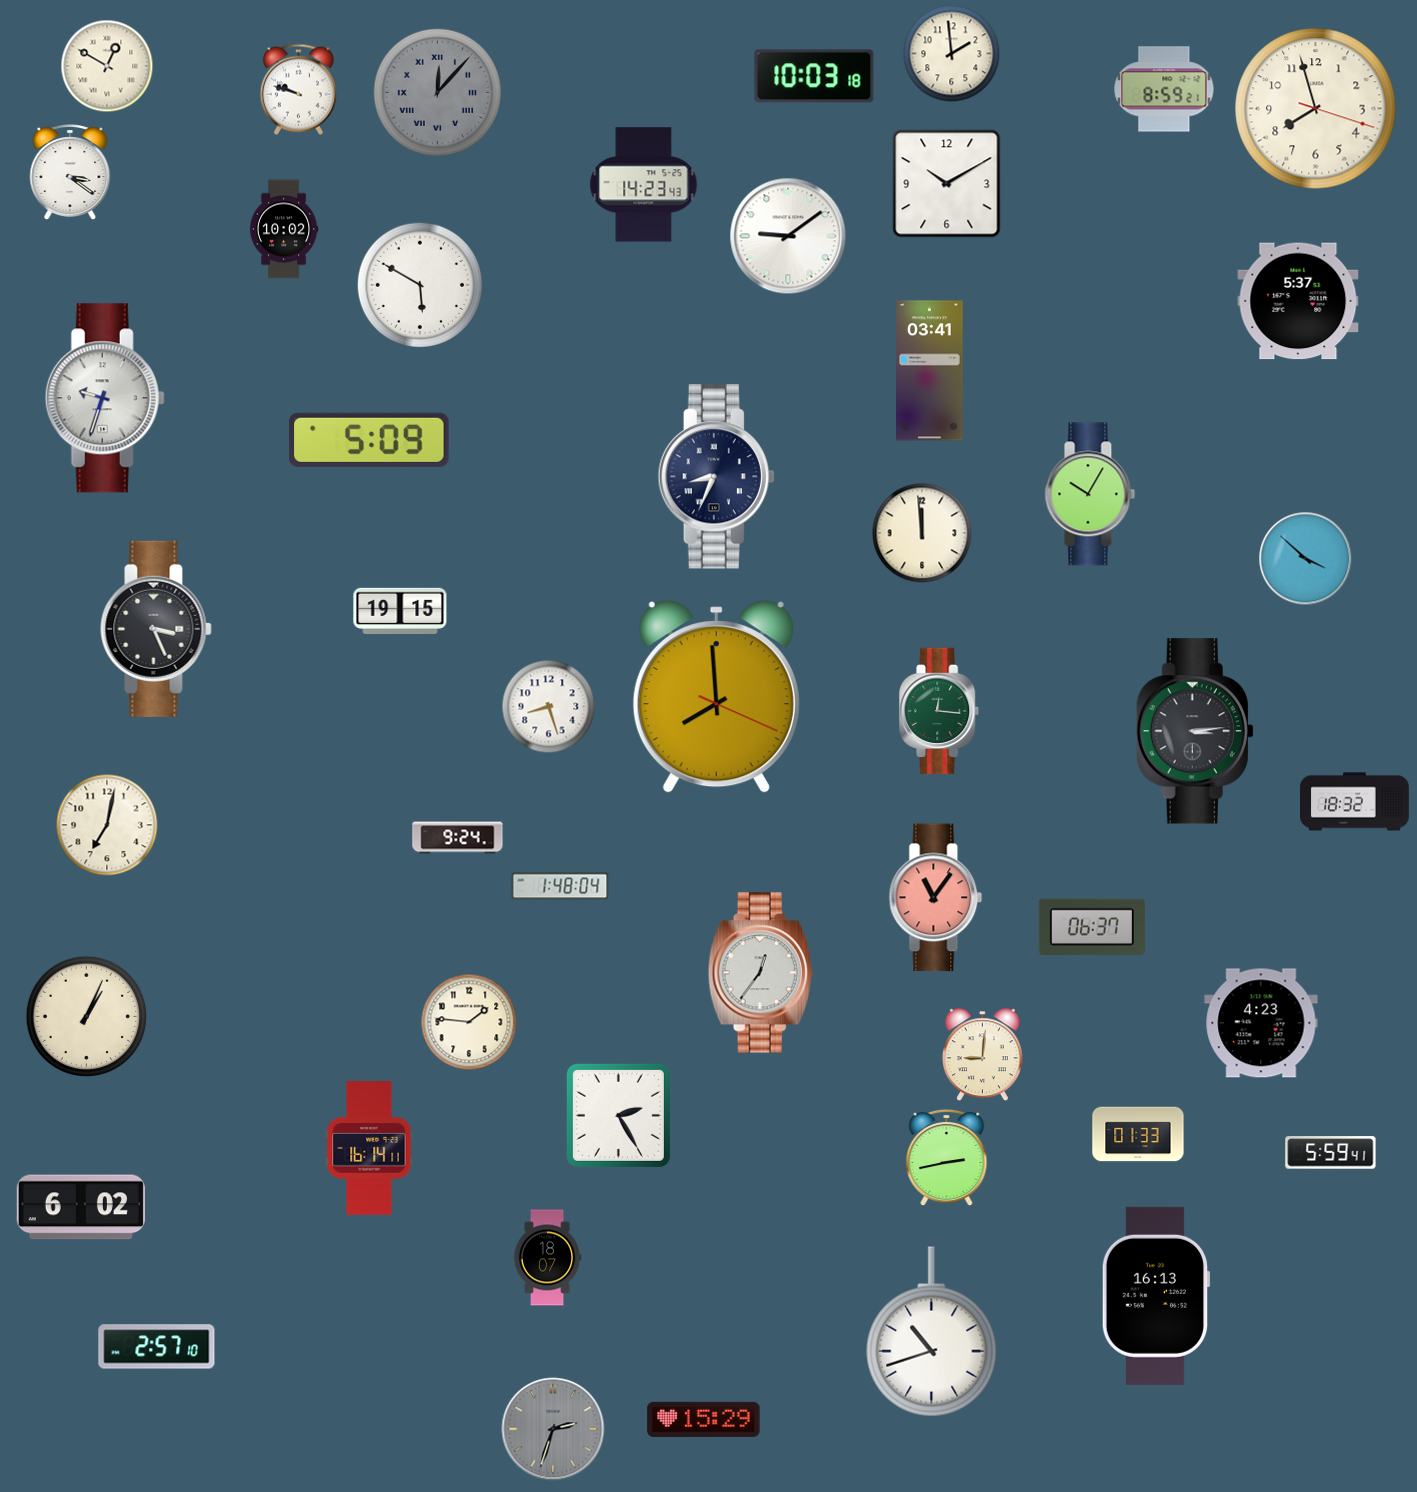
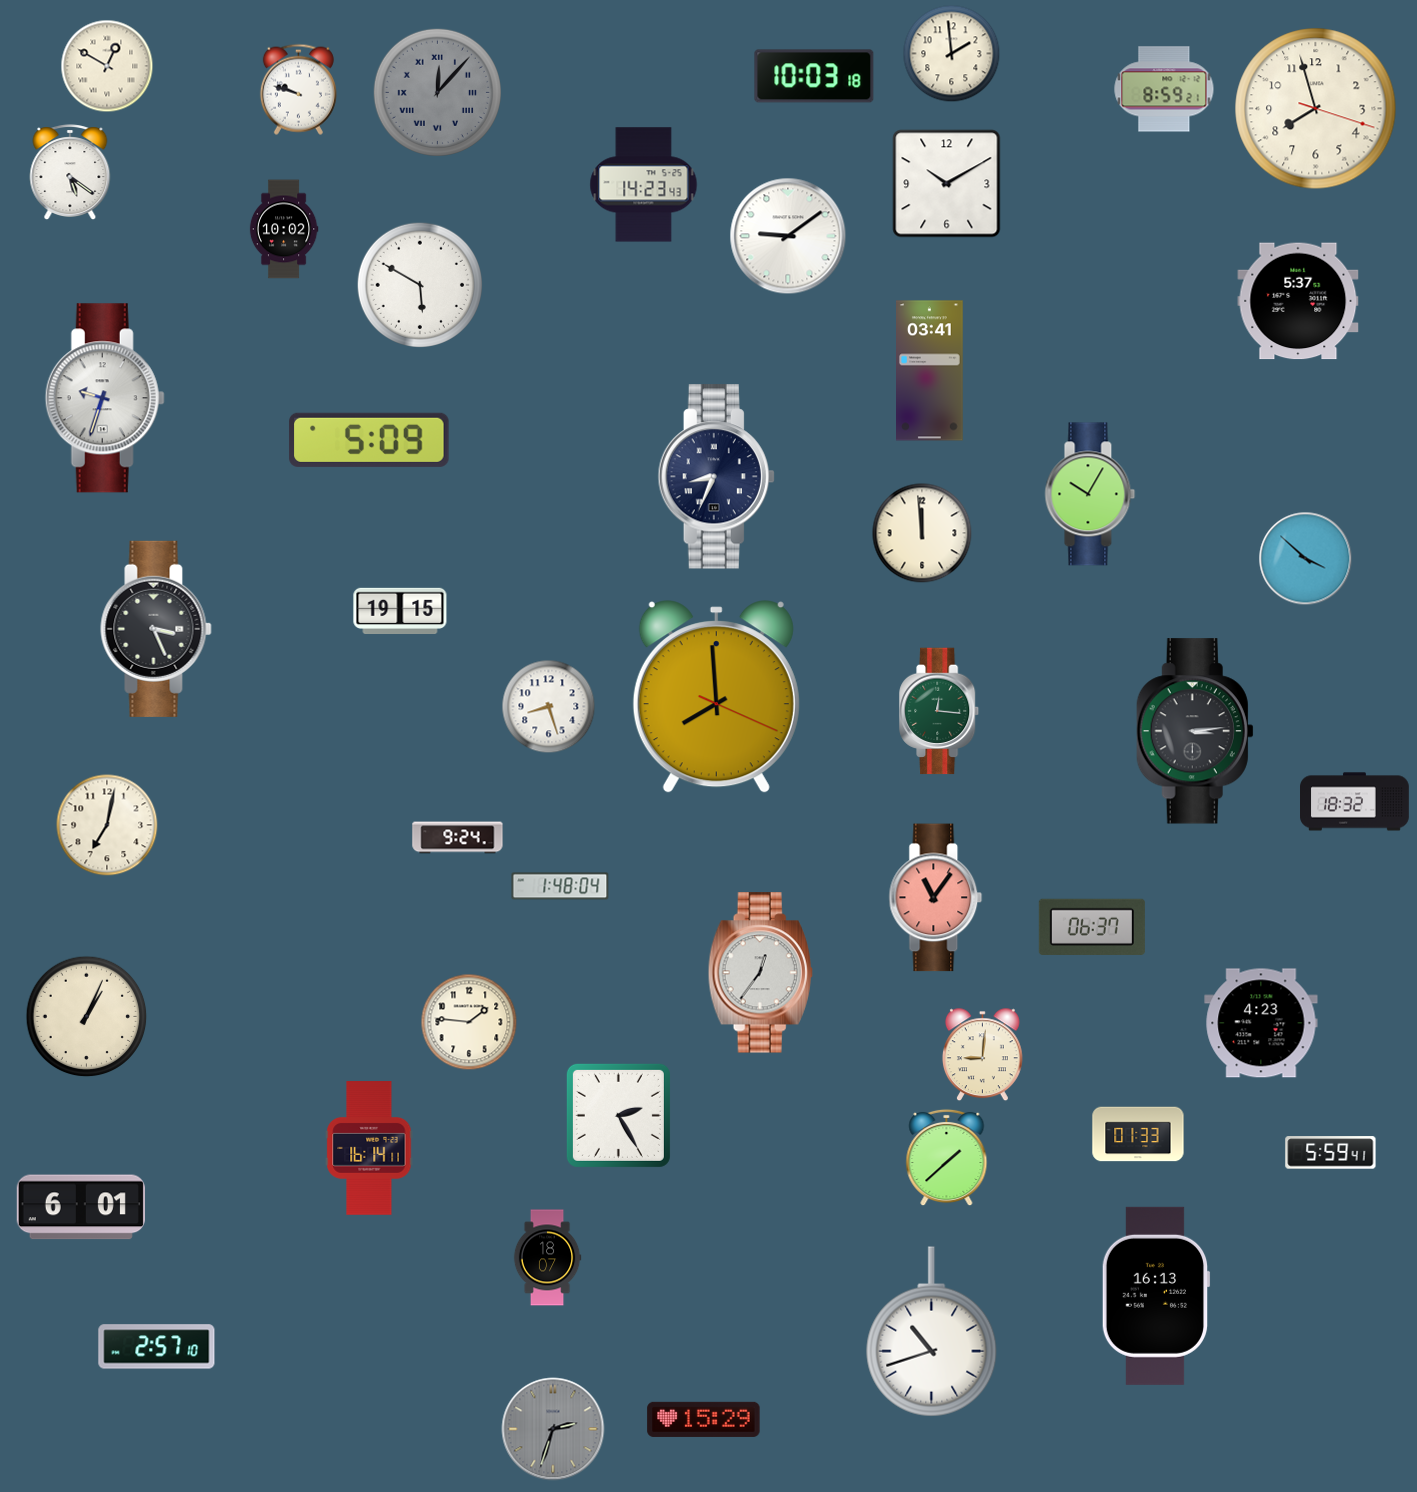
clock at (70, 172): 3:21 -> 5:21
clock at (947, 1158): 2:43 -> 1:38
clock at (81, 1207): 6:02 -> 6:01
